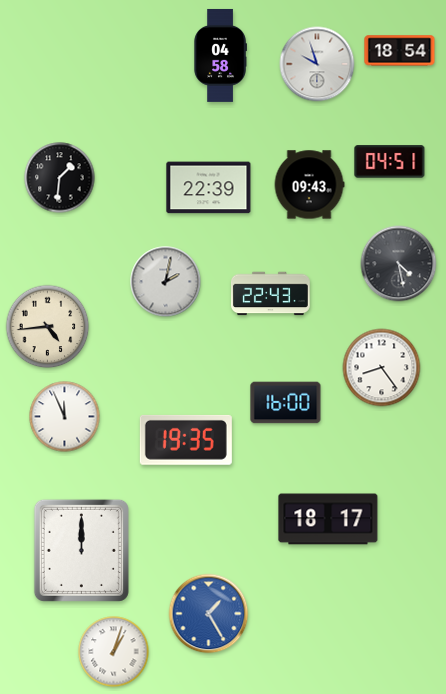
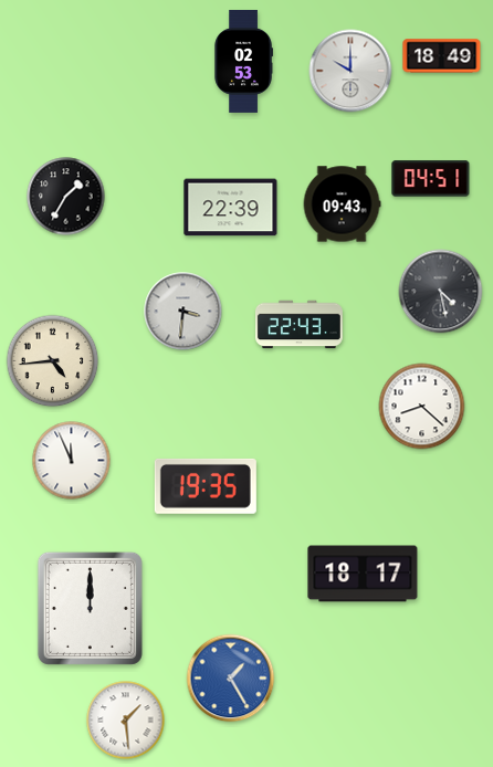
clock at (400, 51): 18:54 -> 18:49
clock at (220, 55): 04:58 -> 02:53
clock at (317, 64): 9:57 -> 10:00
clock at (60, 178): 1:31 -> 1:35
clock at (166, 282): 2:02 -> 3:31
clock at (382, 368): 8:24 -> 8:22
clock at (286, 403): 16:00 -> none
clock at (114, 652): 1:03 -> 1:29
